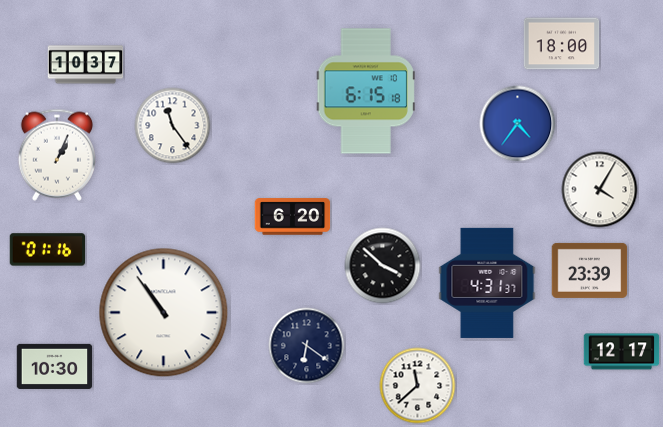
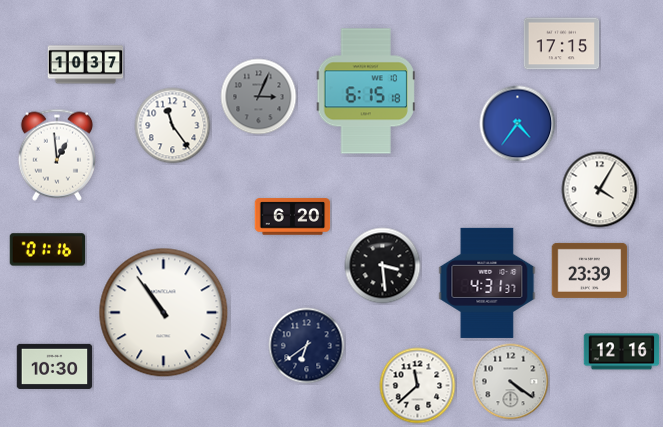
clock at (562, 44): 18:00 -> 17:15
clock at (259, 97): none -> 3:04
clock at (57, 155): 1:04 -> 12:59
clock at (383, 266): 3:52 -> 3:29
clock at (307, 346): 6:21 -> 6:39
clock at (622, 352): 12:17 -> 12:16
clock at (511, 382): none -> 4:21
